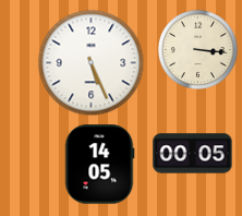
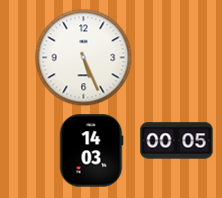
clock at (197, 49): 3:16 -> none
clock at (99, 165): 14:05 -> 14:03
